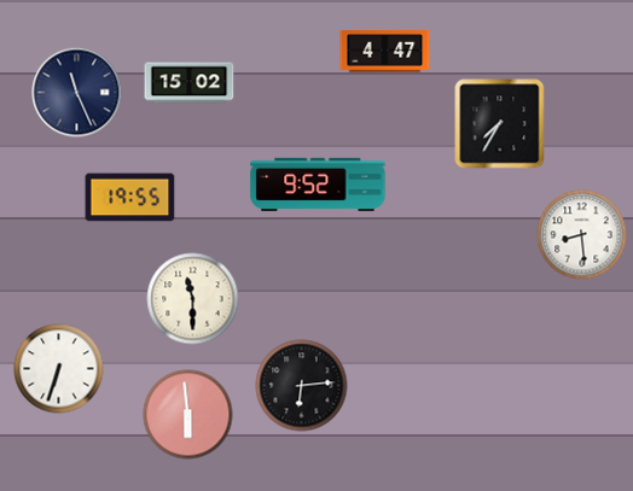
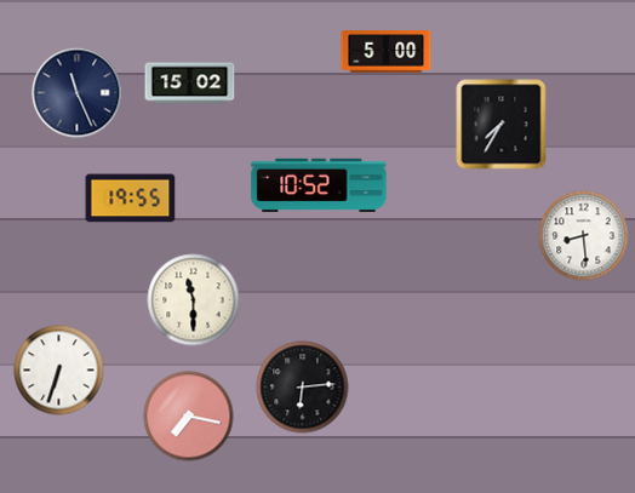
clock at (385, 52): 4:47 -> 5:00
clock at (318, 185): 9:52 -> 10:52
clock at (188, 415): 5:59 -> 7:17
